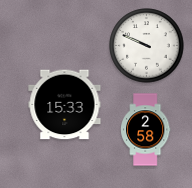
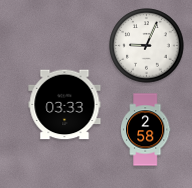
clock at (147, 46): 9:49 -> 9:04
clock at (65, 105): 15:33 -> 03:33
